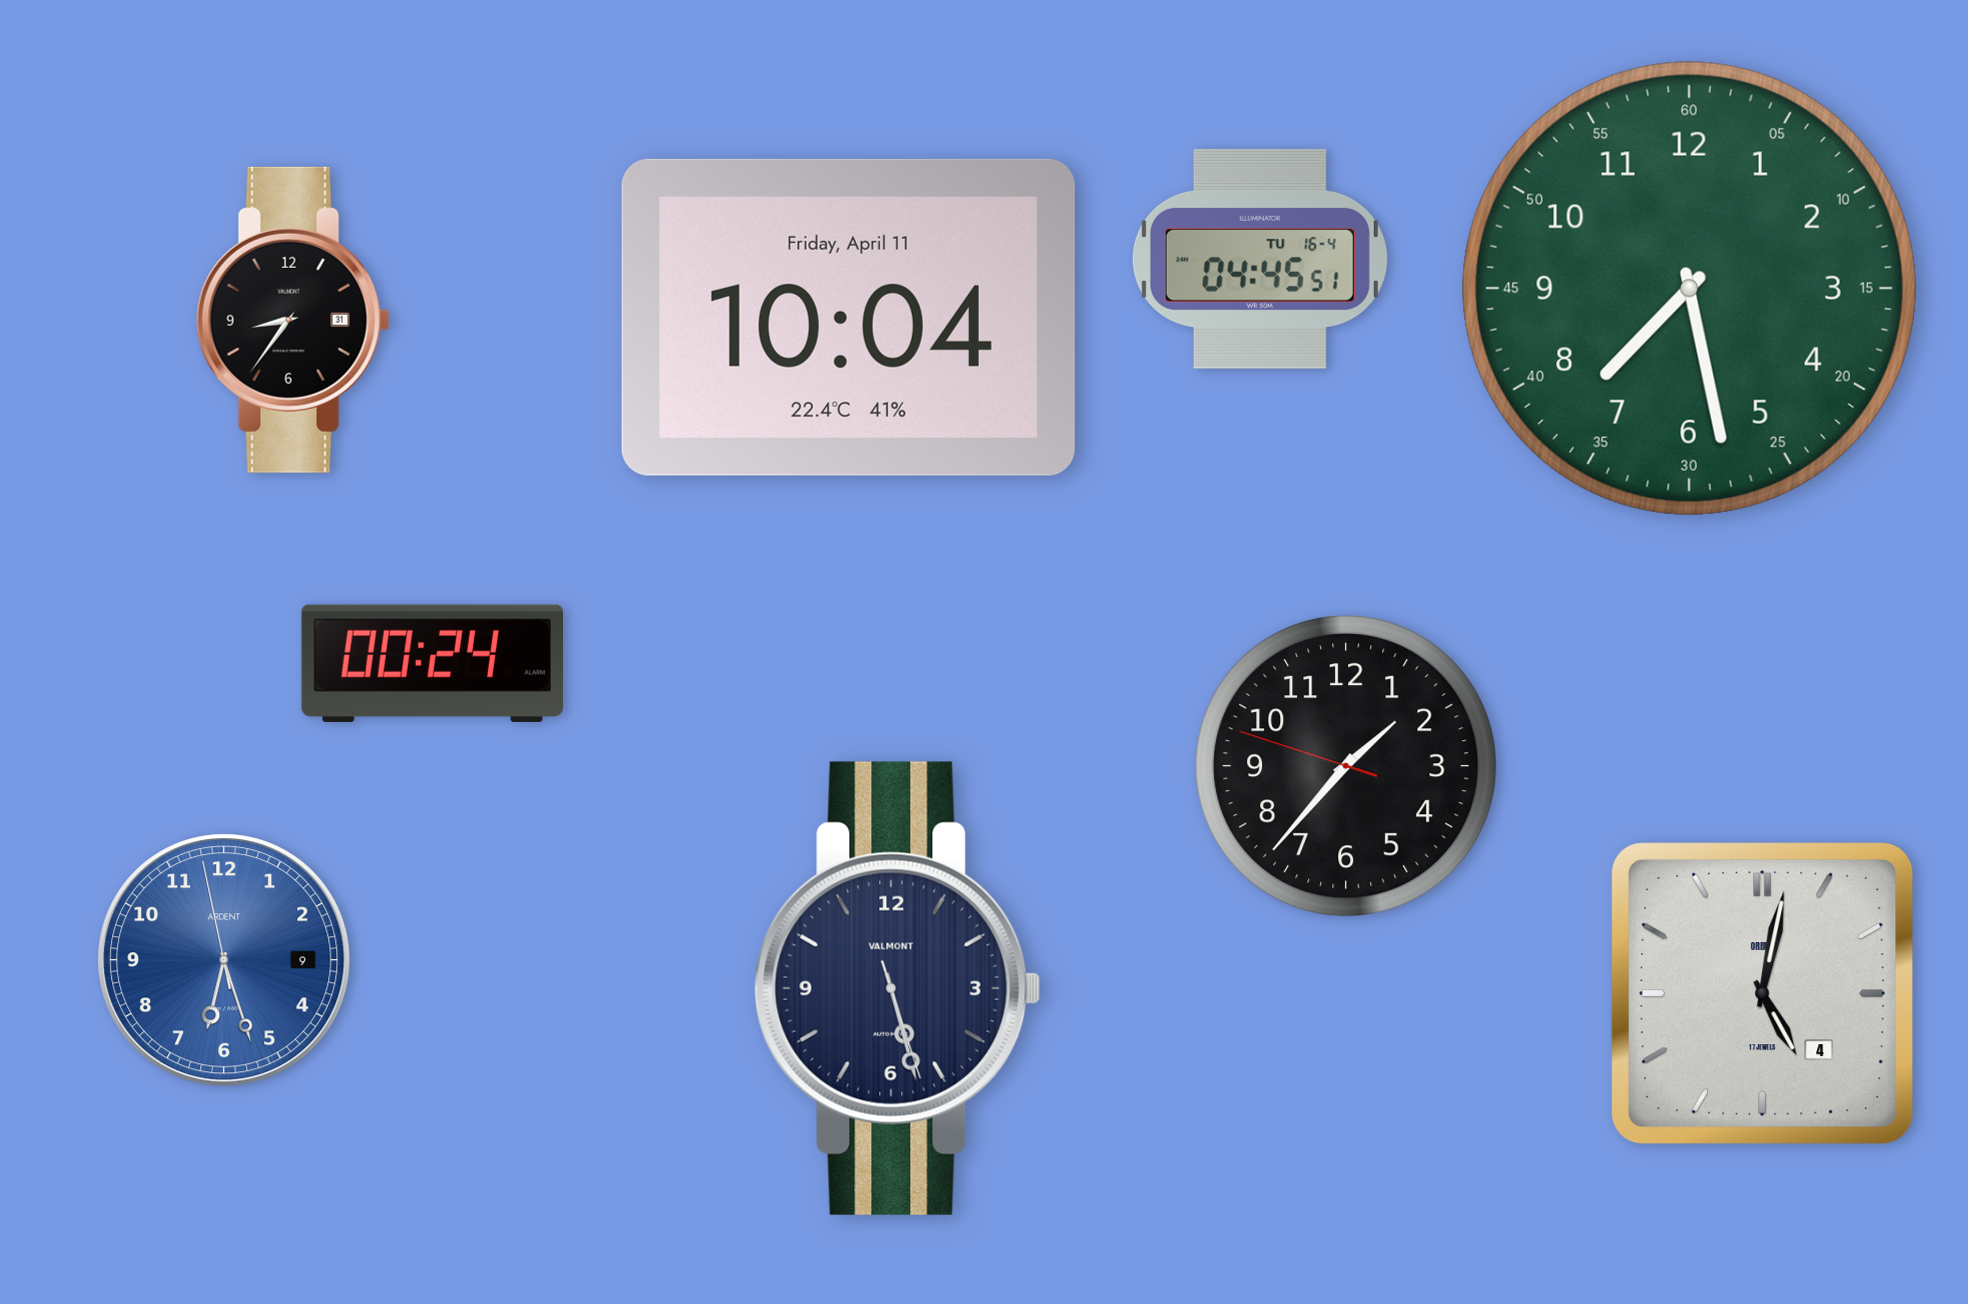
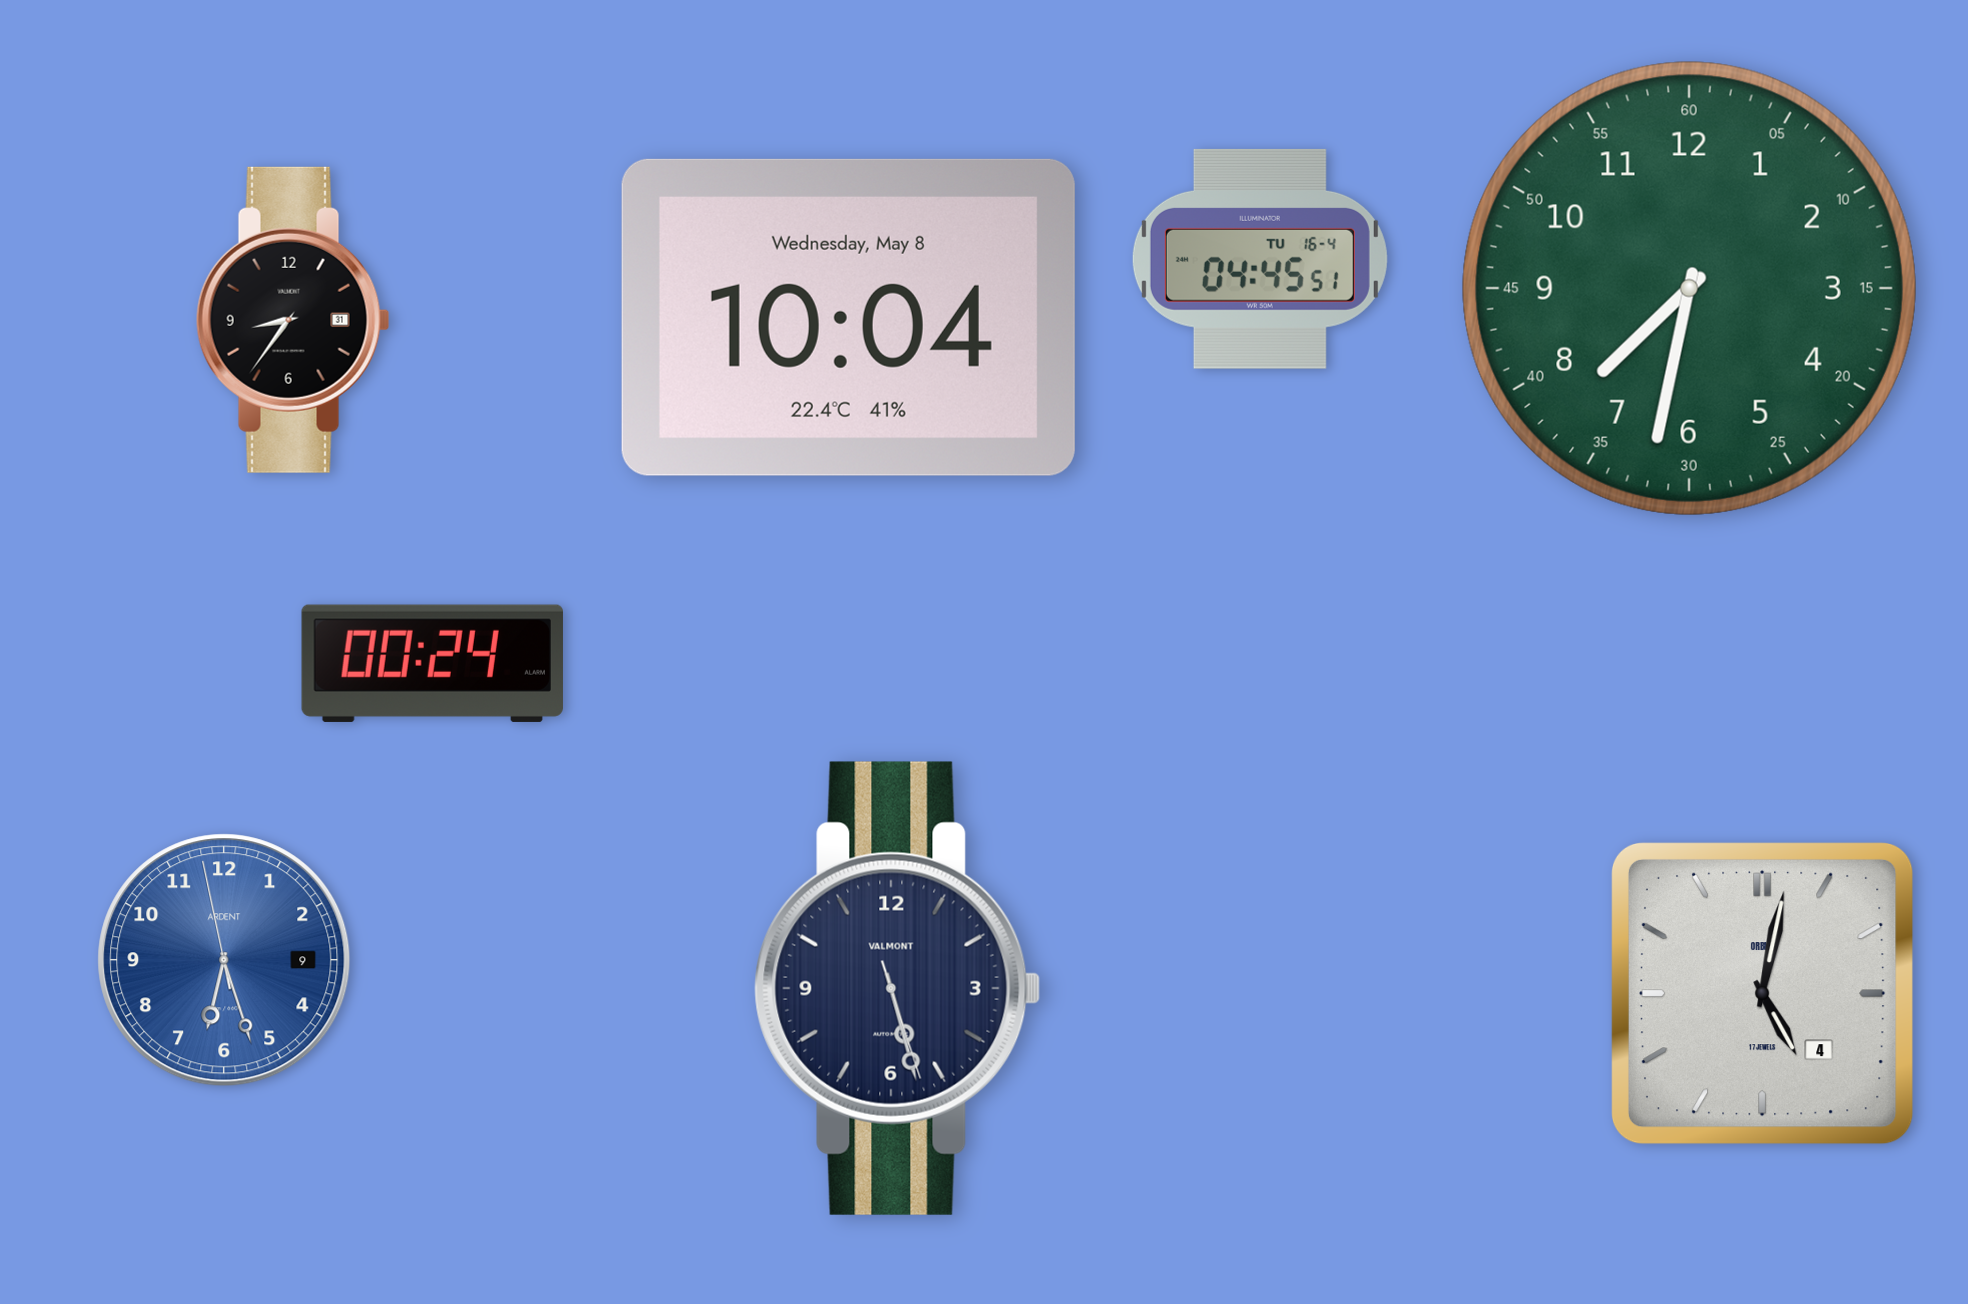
clock at (1689, 288): 7:28 -> 7:32
clock at (848, 317) date: Friday, April 11 -> Wednesday, May 8
clock at (1347, 767): 1:36 -> none
